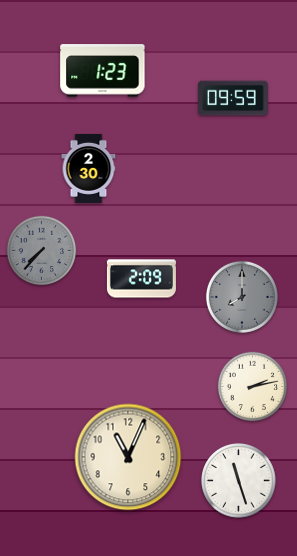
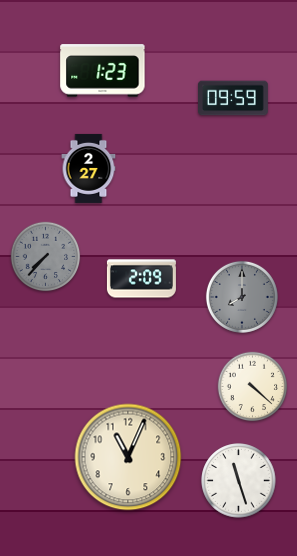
clock at (89, 168): 2:30 -> 2:27
clock at (42, 251) position: (42, 251) -> (46, 257)
clock at (253, 387): 2:13 -> 4:22
